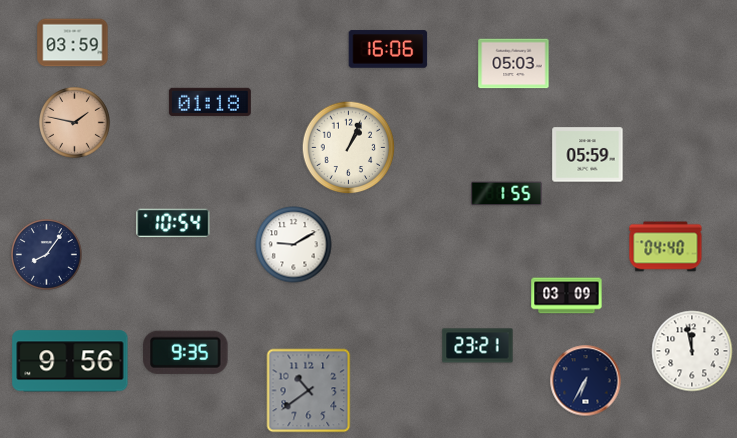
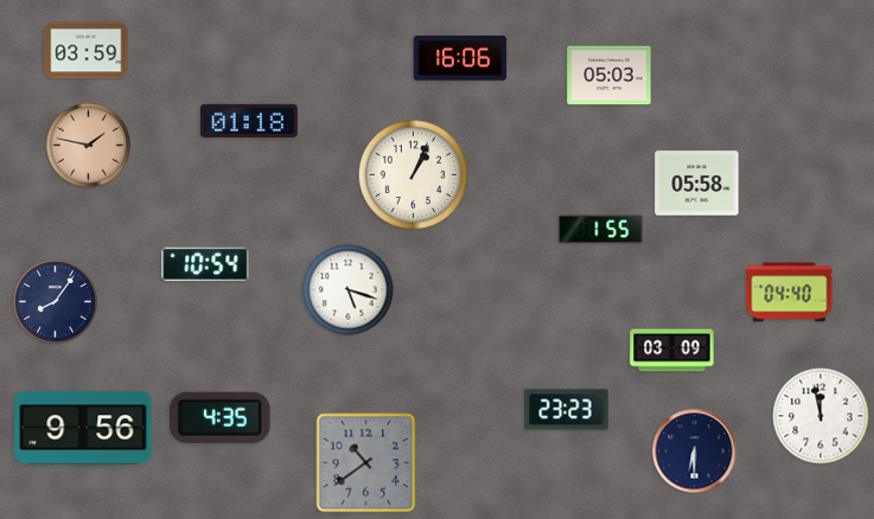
clock at (588, 155): 05:59 -> 05:58
clock at (294, 245): 9:10 -> 5:18
clock at (478, 346): 23:21 -> 23:23
clock at (186, 352): 9:35 -> 4:35
clock at (586, 381): 6:35 -> 6:30
